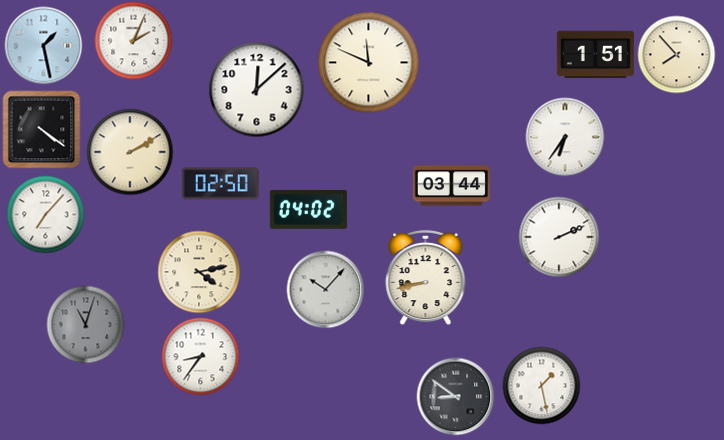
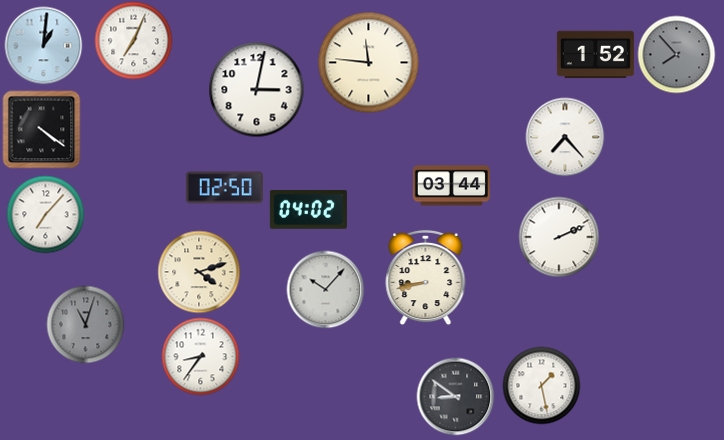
clock at (133, 40): 2:04 -> 7:04
clock at (43, 45): 1:28 -> 1:01
clock at (676, 54) dial: cream -> grey
clock at (595, 55): 1:51 -> 1:52
clock at (369, 63): 11:49 -> 11:46
clock at (256, 89): 12:08 -> 3:02
clock at (565, 137): 6:36 -> 7:23
clock at (130, 152): 2:10 -> none
clock at (220, 184) position: (220, 184) -> (224, 188)
clock at (199, 272): 4:13 -> 4:12
